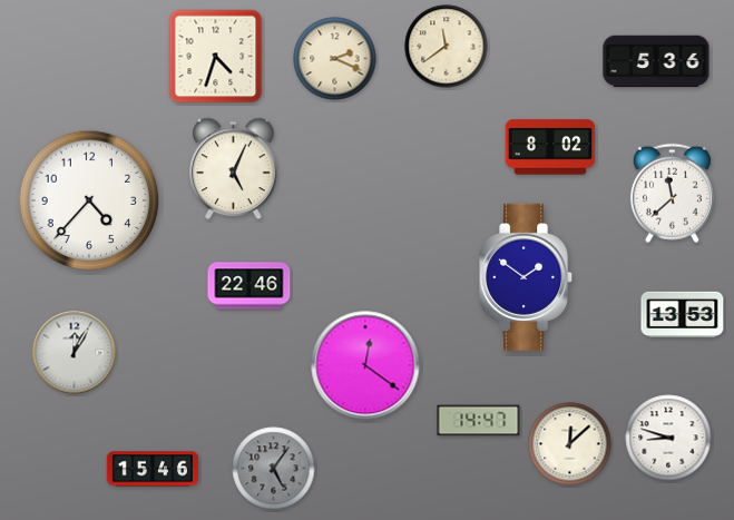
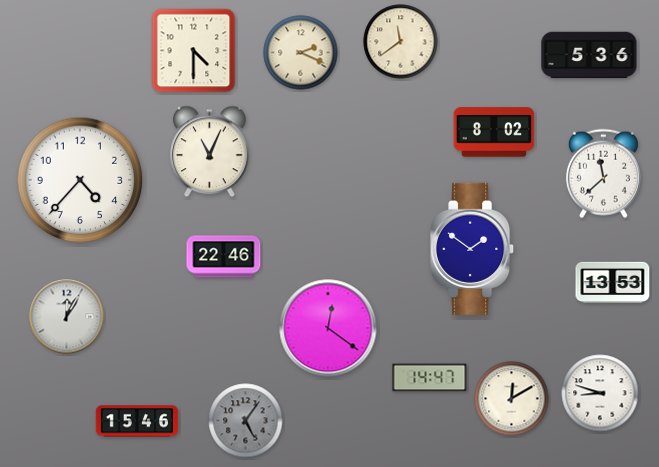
clock at (216, 57): 4:33 -> 4:30
clock at (234, 169): 5:04 -> 11:04
clock at (570, 444): 12:08 -> 12:10
